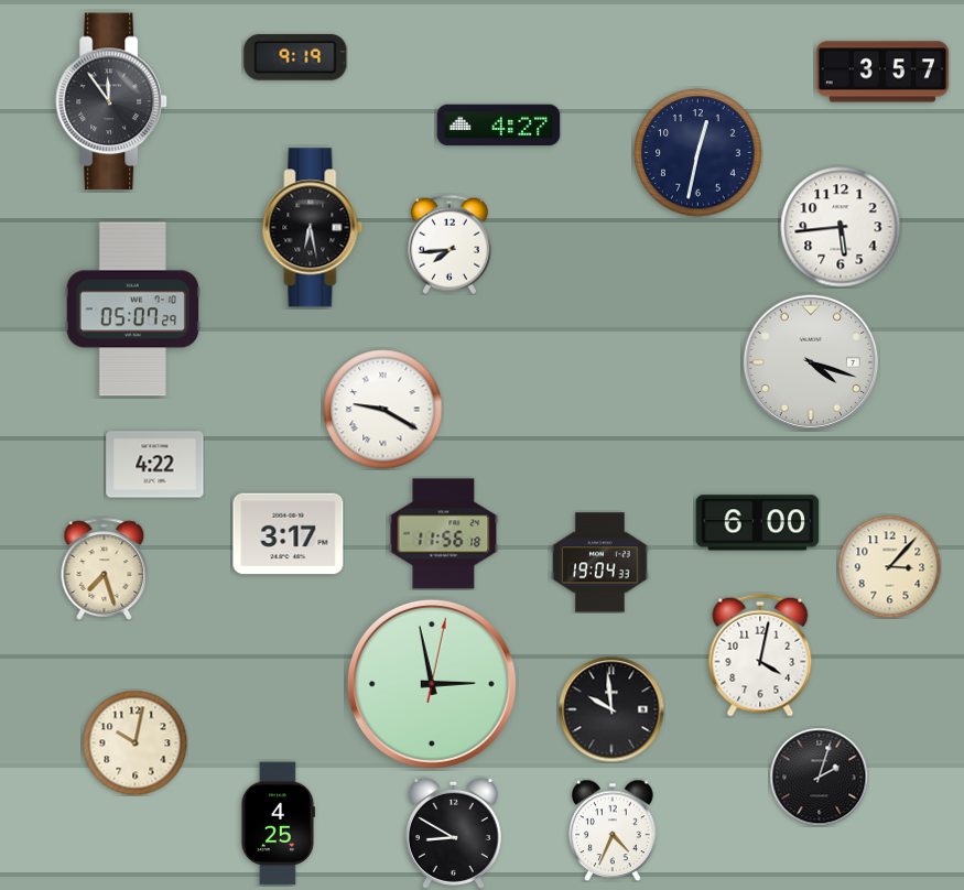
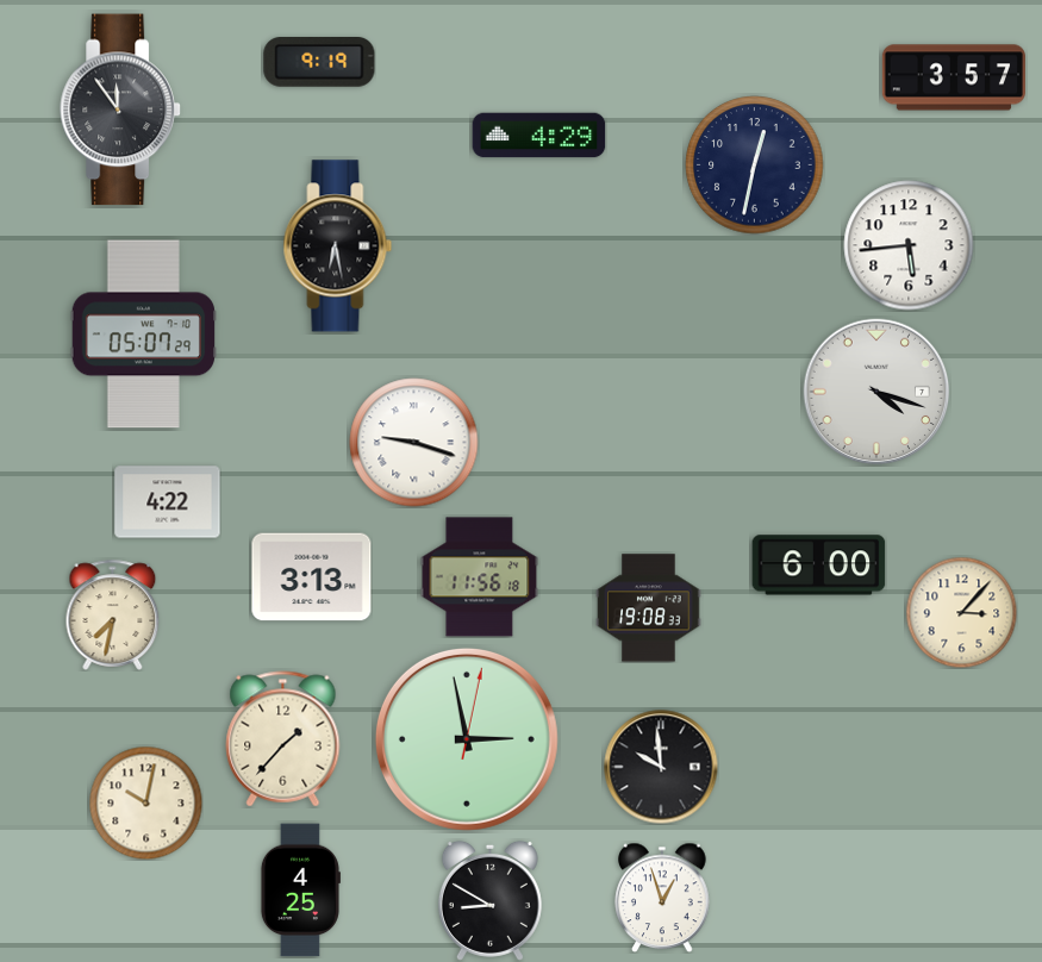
clock at (499, 126): 4:27 -> 4:29
clock at (449, 245): 7:44 -> none
clock at (383, 410): 9:20 -> 9:18
clock at (289, 534): 3:17 -> 3:13
clock at (600, 563): 19:04 -> 19:08
clock at (105, 568): 7:27 -> 7:32
clock at (760, 655): 4:02 -> none
clock at (283, 739): none -> 1:37
clock at (819, 777): 2:03 -> none
clock at (613, 831): 4:34 -> 12:57
